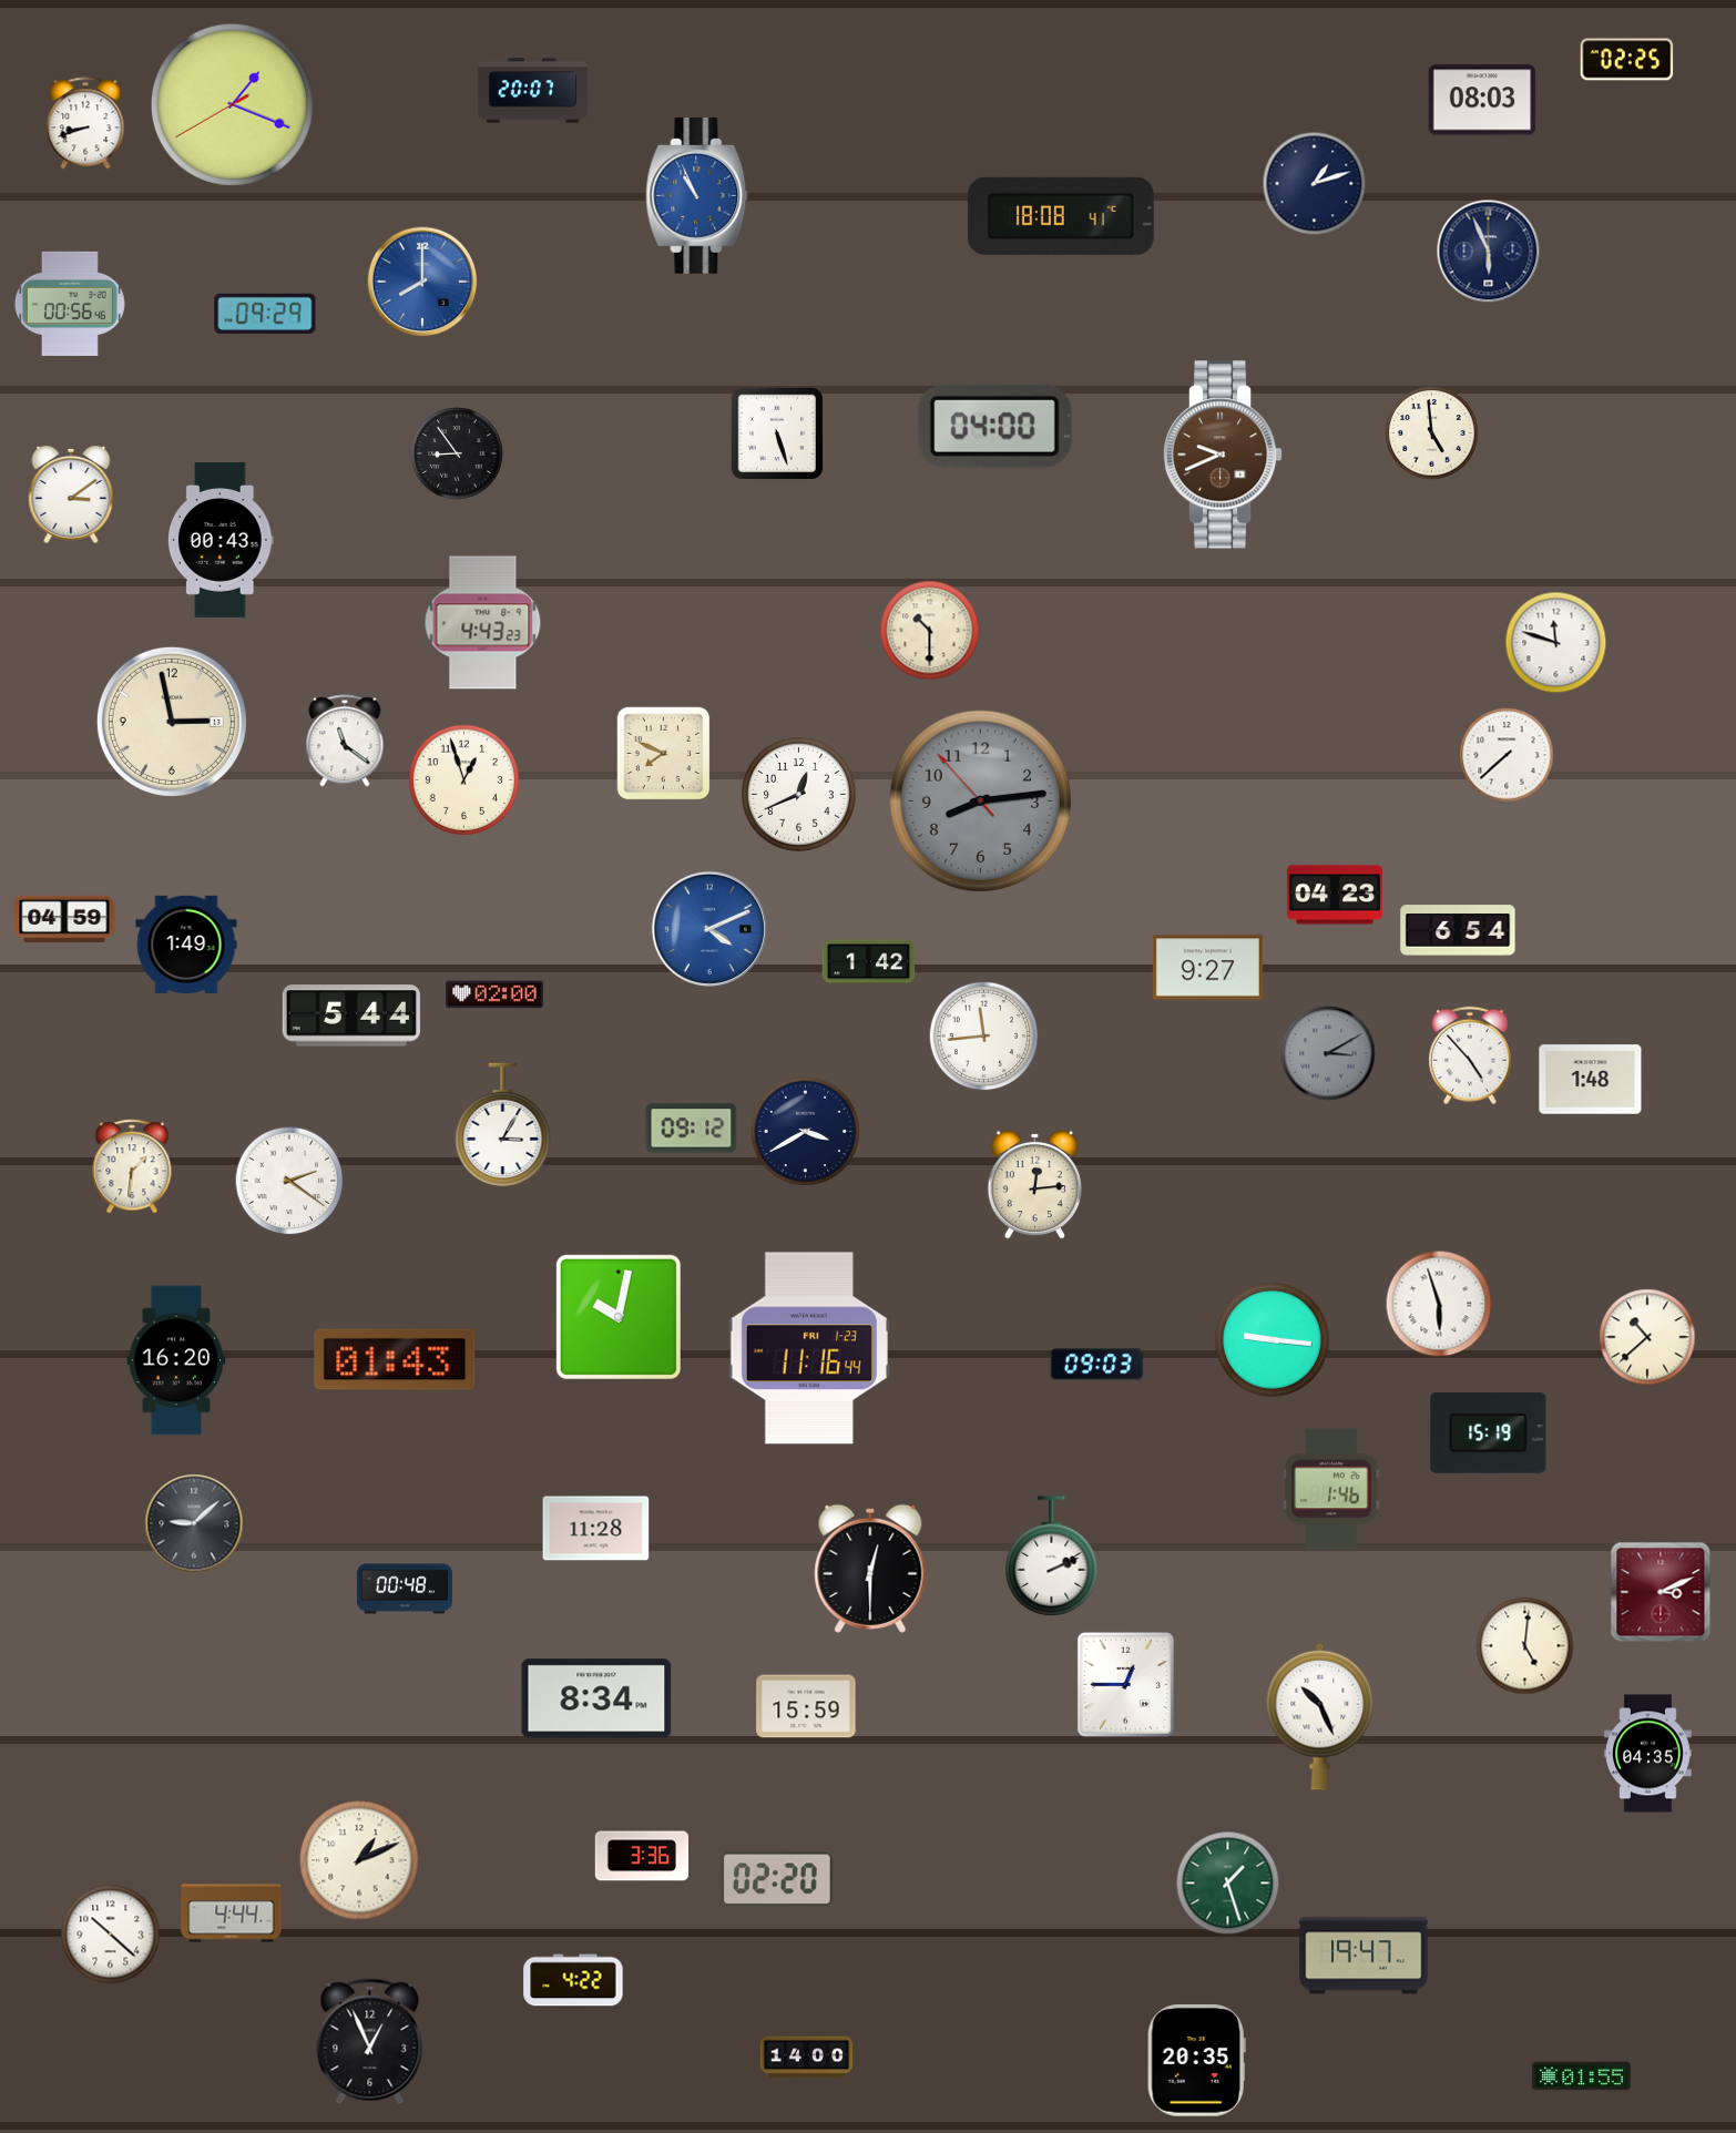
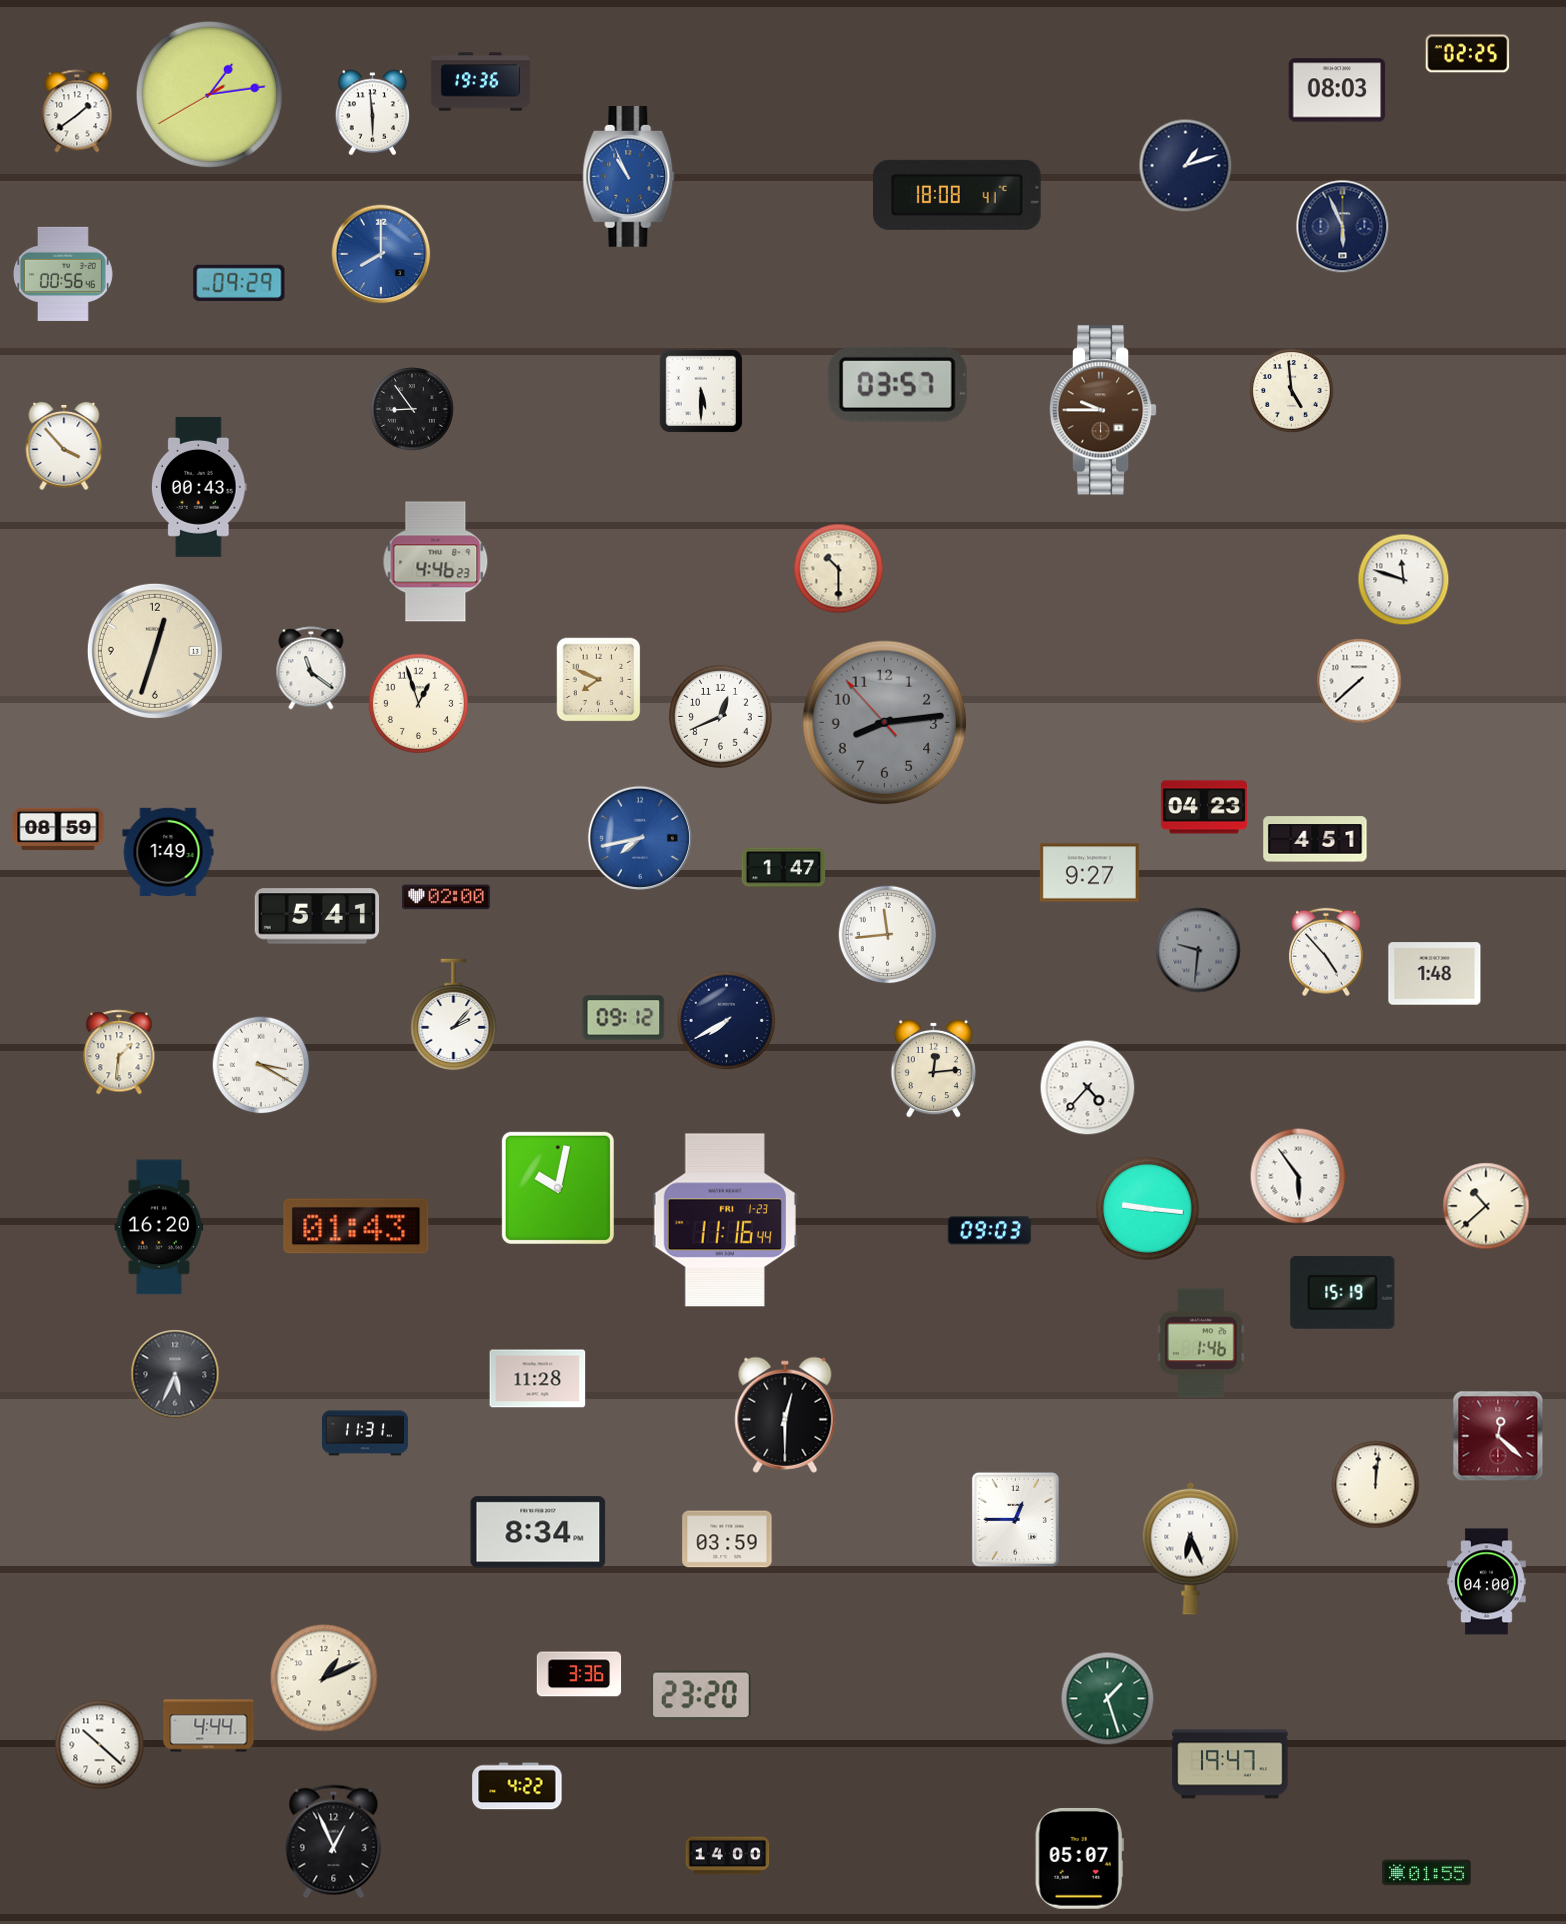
clock at (532, 91): 20:07 -> 19:36
clock at (232, 104): 1:18 -> 1:13
clock at (85, 123): 8:42 -> 1:39
clock at (373, 113): none -> 5:59
clock at (994, 426): 04:00 -> 03:57
clock at (777, 433): 5:27 -> 5:30
clock at (1223, 455): 9:41 -> 9:45
clock at (71, 494): 3:09 -> 3:53
clock at (483, 623): 4:43 -> 4:46
clock at (172, 722): 2:58 -> 12:33
clock at (64, 919): 04:59 -> 08:59
clock at (709, 929): 4:11 -> 7:43
clock at (1458, 930): 6:54 -> 4:51
clock at (869, 962): 1:42 -> 1:47
clock at (350, 1016): 5:44 -> 5:41
clock at (1328, 1053): 3:10 -> 9:31
clock at (503, 1125): 3:05 -> 2:07
clock at (806, 1132): 3:40 -> 7:40
clock at (289, 1181): 2:21 -> 3:20
clock at (1088, 1088): none -> 4:37
clock at (1439, 1304): 5:57 -> 5:54
clock at (809, 1348) position: (809, 1348) -> (725, 1220)
clock at (194, 1523): 9:08 -> 5:34
clock at (1052, 1557): 2:11 -> none
clock at (405, 1589): 00:48 -> 11:31
clock at (1661, 1592): 3:11 -> 12:22
clock at (1525, 1646): 5:01 -> 12:01
clock at (806, 1706): 15:59 -> 03:59
clock at (1320, 1716): 10:26 -> 6:26
clock at (1648, 1754): 04:35 -> 04:00
clock at (777, 1879): 02:20 -> 23:20
clock at (1196, 2060): 20:35 -> 05:07
